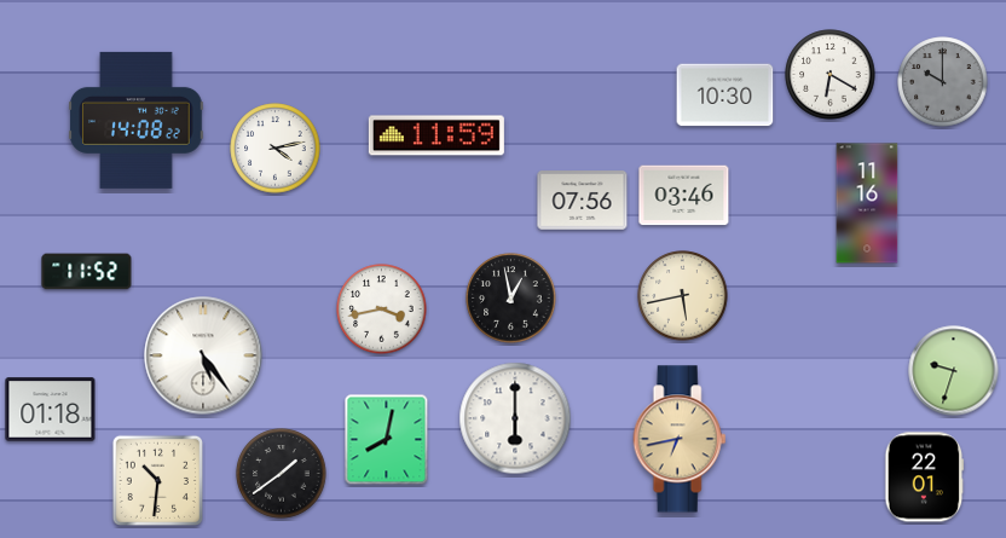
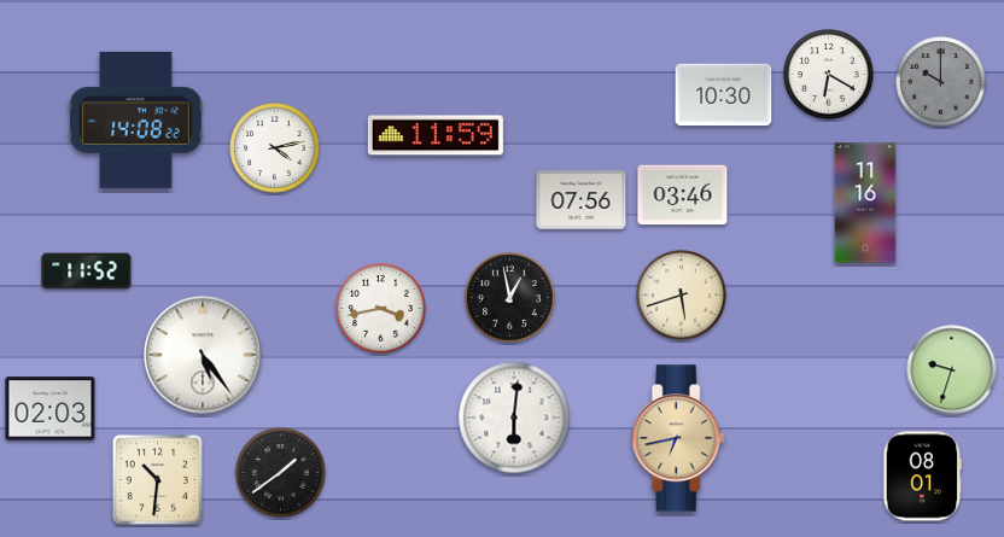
clock at (683, 296): 5:43 -> 5:42
clock at (51, 410): 01:18 -> 02:03
clock at (515, 418): 6:00 -> 6:01
clock at (387, 440): 8:02 -> none
clock at (925, 478): 22:01 -> 08:01
